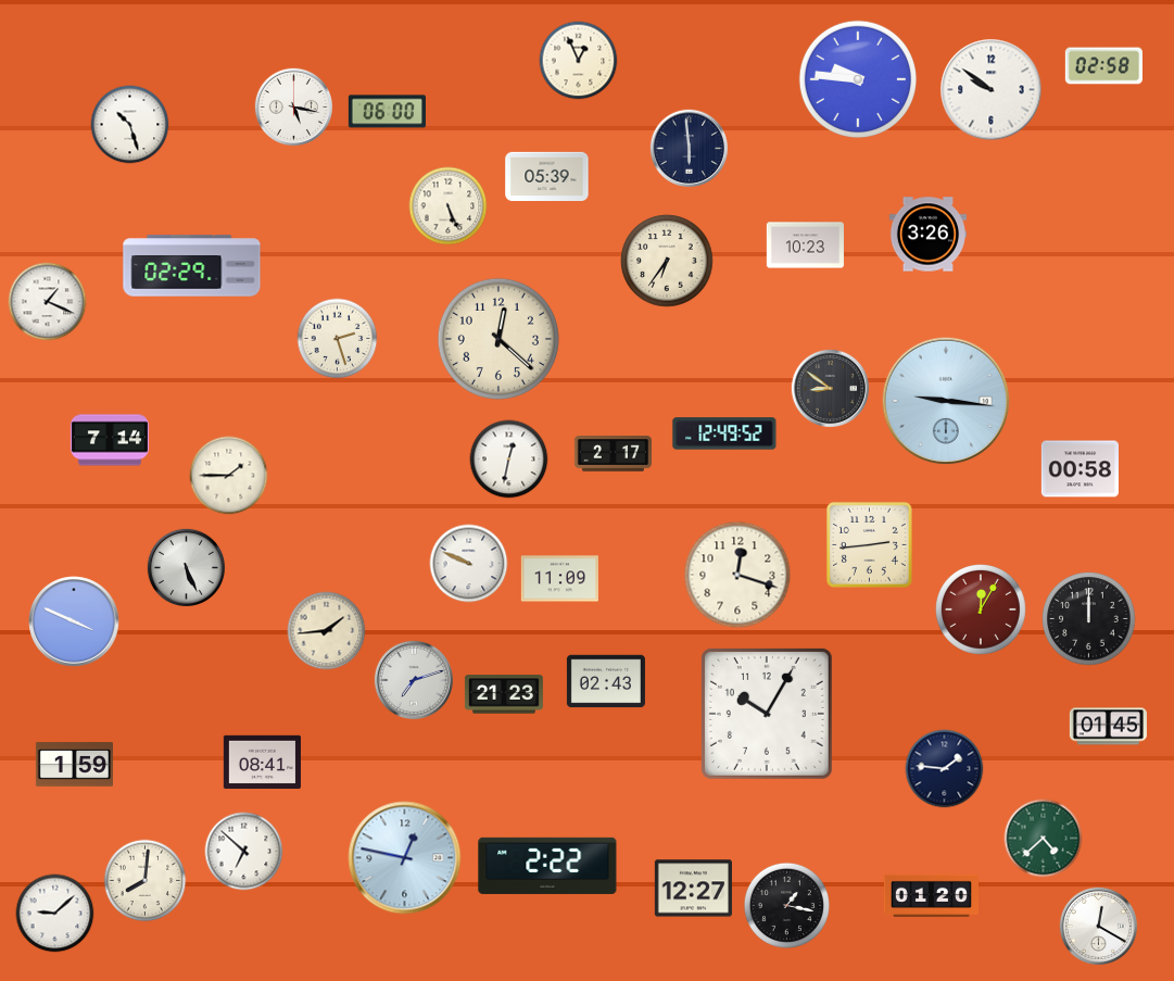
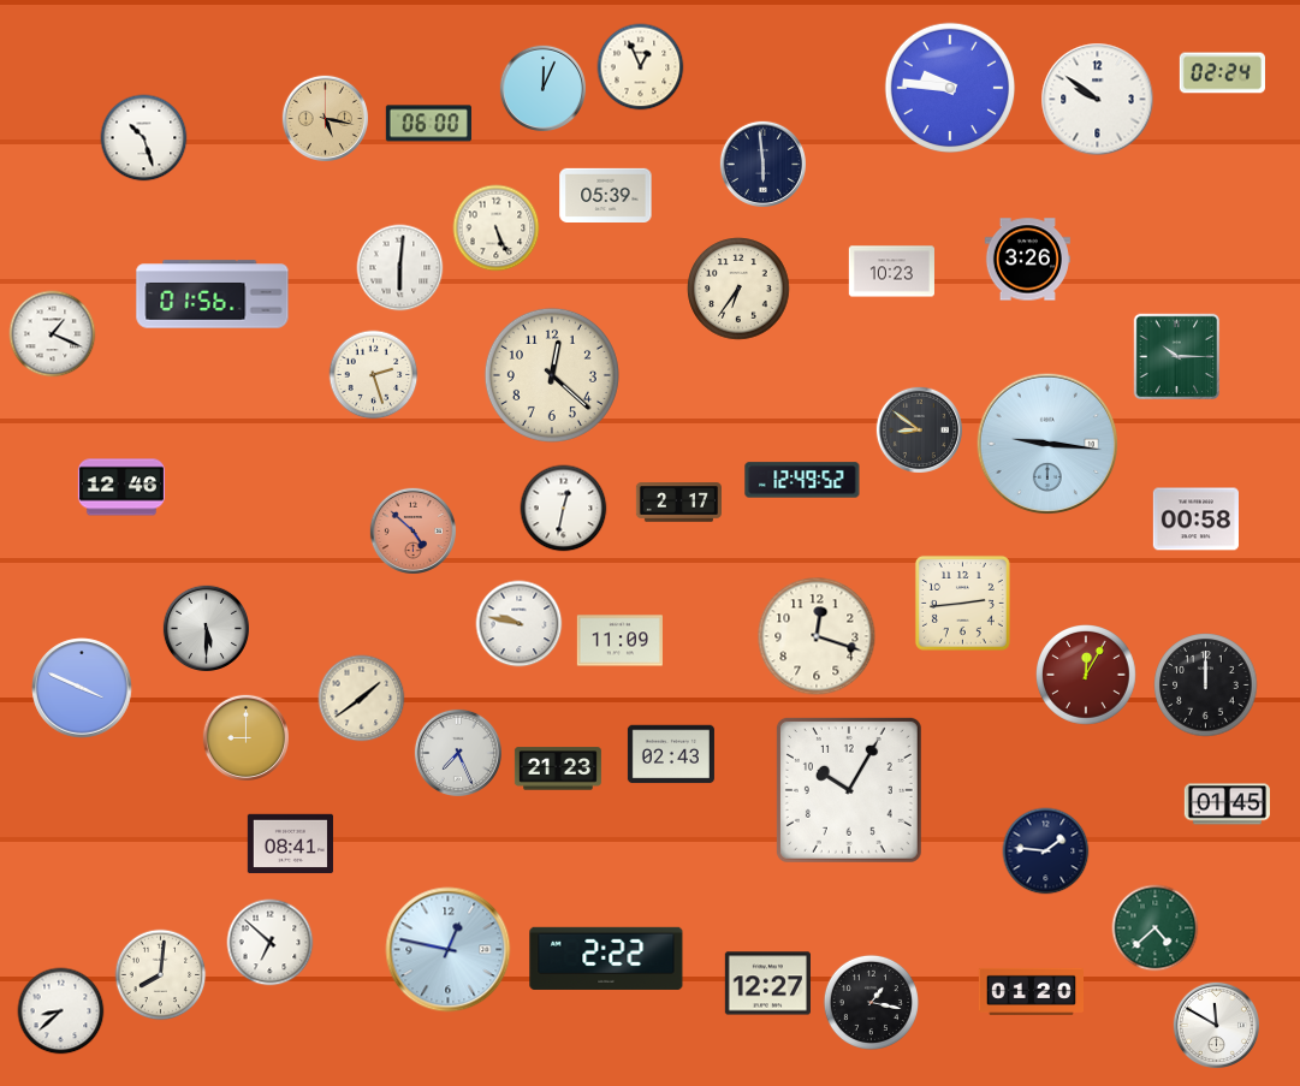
clock at (1103, 66): 02:58 -> 02:24
clock at (542, 88): none -> 12:04
clock at (293, 106) dial: white -> champagne
clock at (400, 268): none -> 6:01
clock at (192, 266): 02:29 -> 01:56
clock at (1177, 357): none -> 10:15
clock at (110, 440): 7:14 -> 12:46
clock at (229, 476): 1:45 -> none
clock at (412, 530): none -> 4:52
clock at (469, 564): 9:49 -> 9:47
clock at (186, 567): 5:26 -> 5:30
clock at (327, 631): 1:44 -> 1:39
clock at (245, 737): none -> 9:00
clock at (414, 680): 7:12 -> 7:26
clock at (74, 765): 1:59 -> none
clock at (55, 914): 9:08 -> 8:38
clock at (1098, 926): 12:20 -> 11:50
